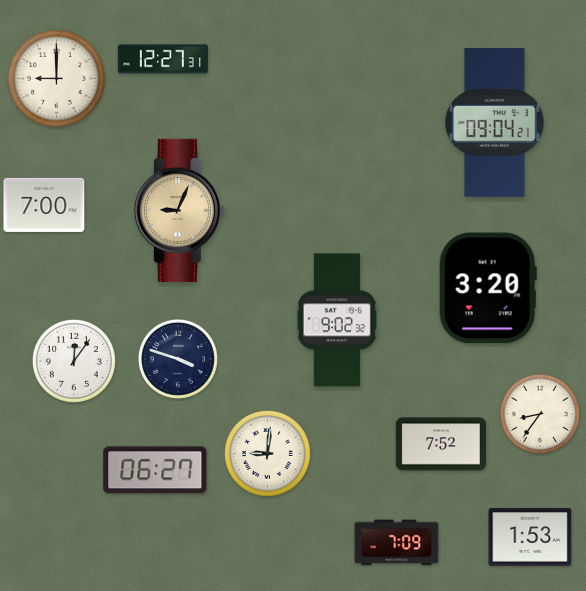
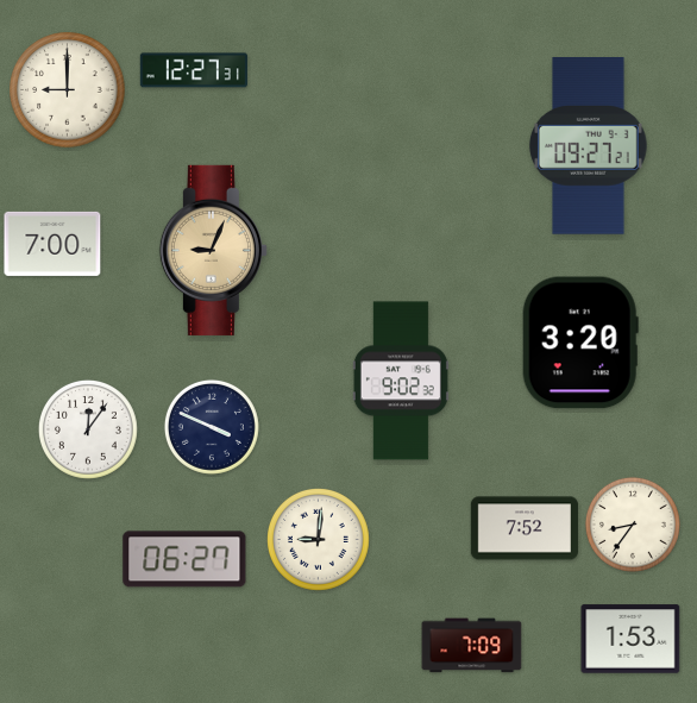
clock at (57, 79) position: (57, 79) -> (68, 90)
clock at (494, 123): 09:04 -> 09:27
clock at (178, 359): 3:48 -> 3:49
clock at (540, 414) position: (540, 414) -> (633, 525)
